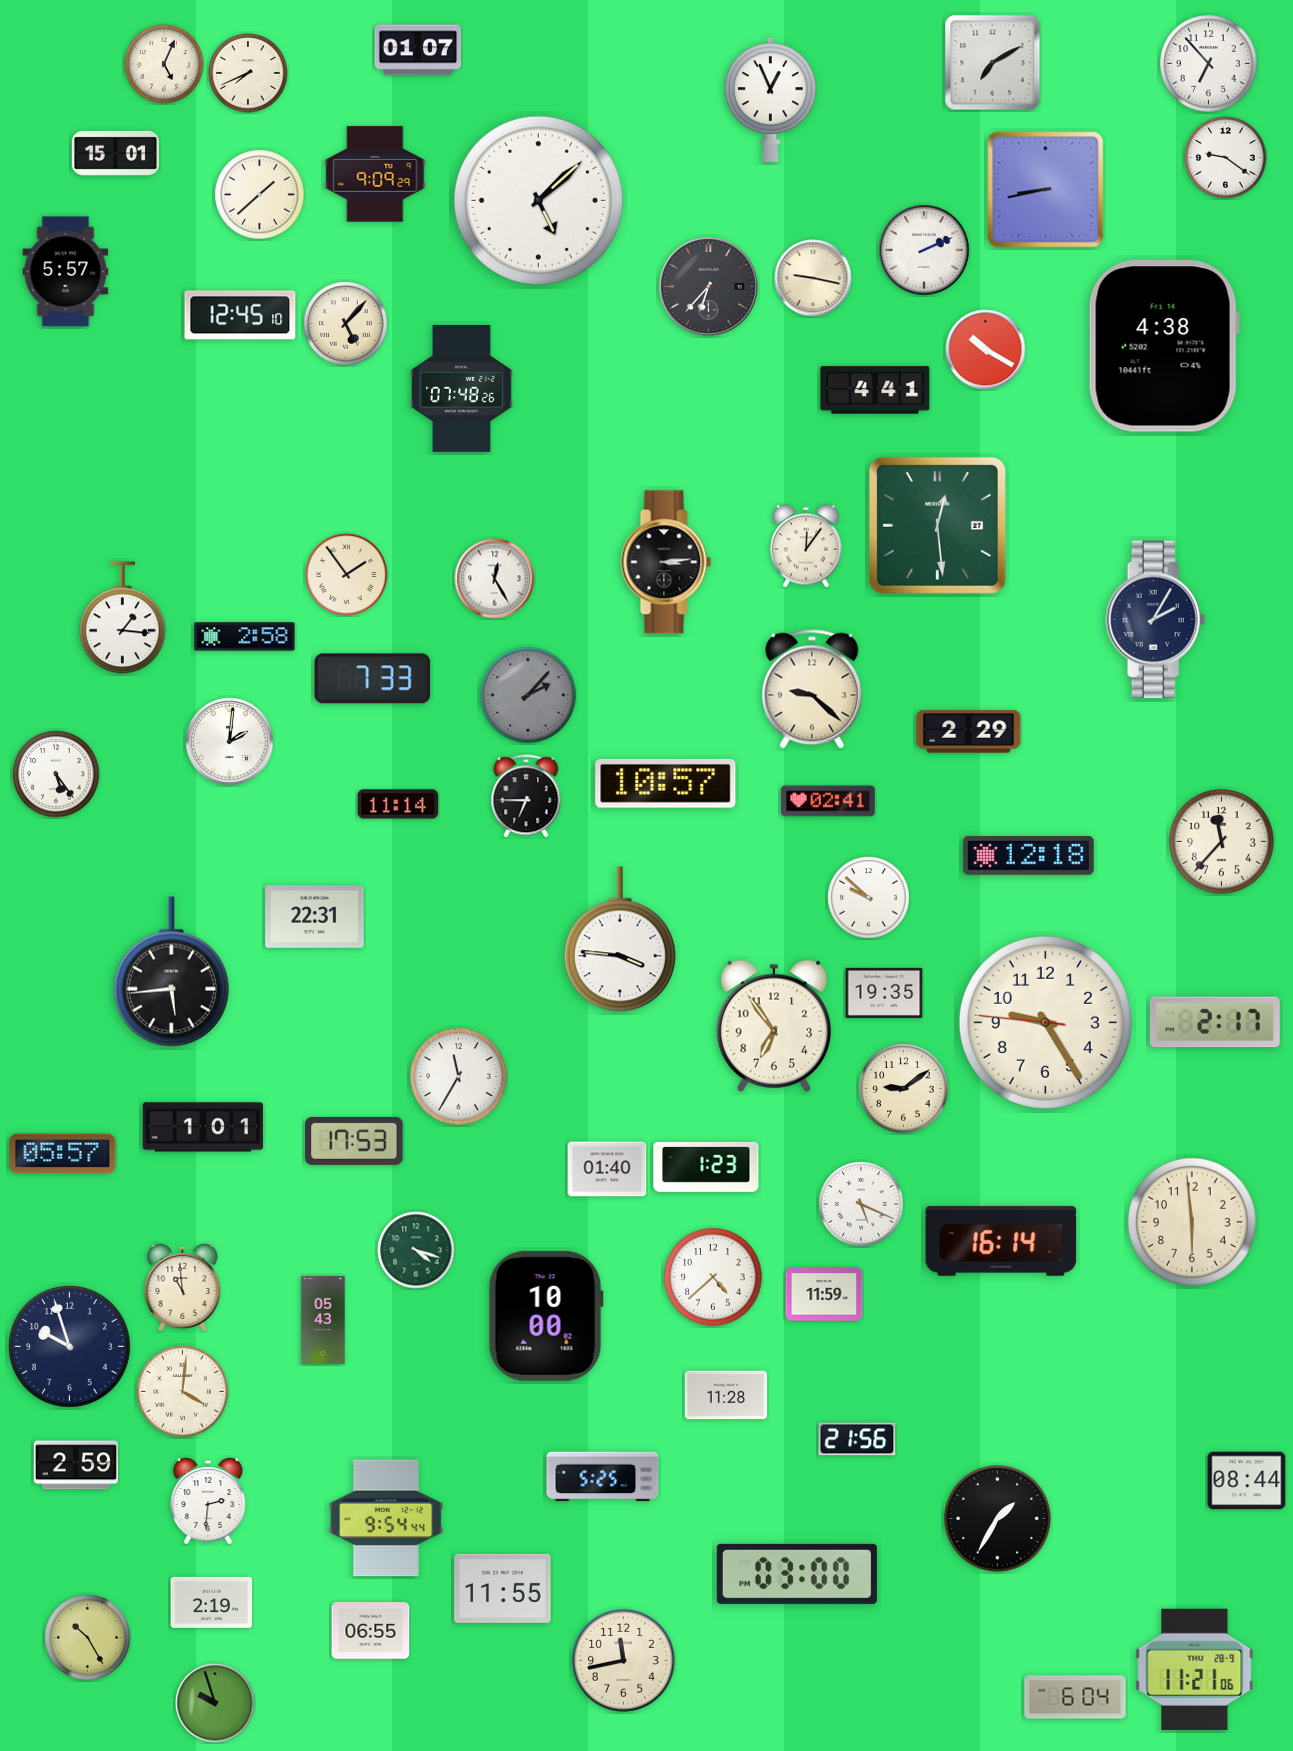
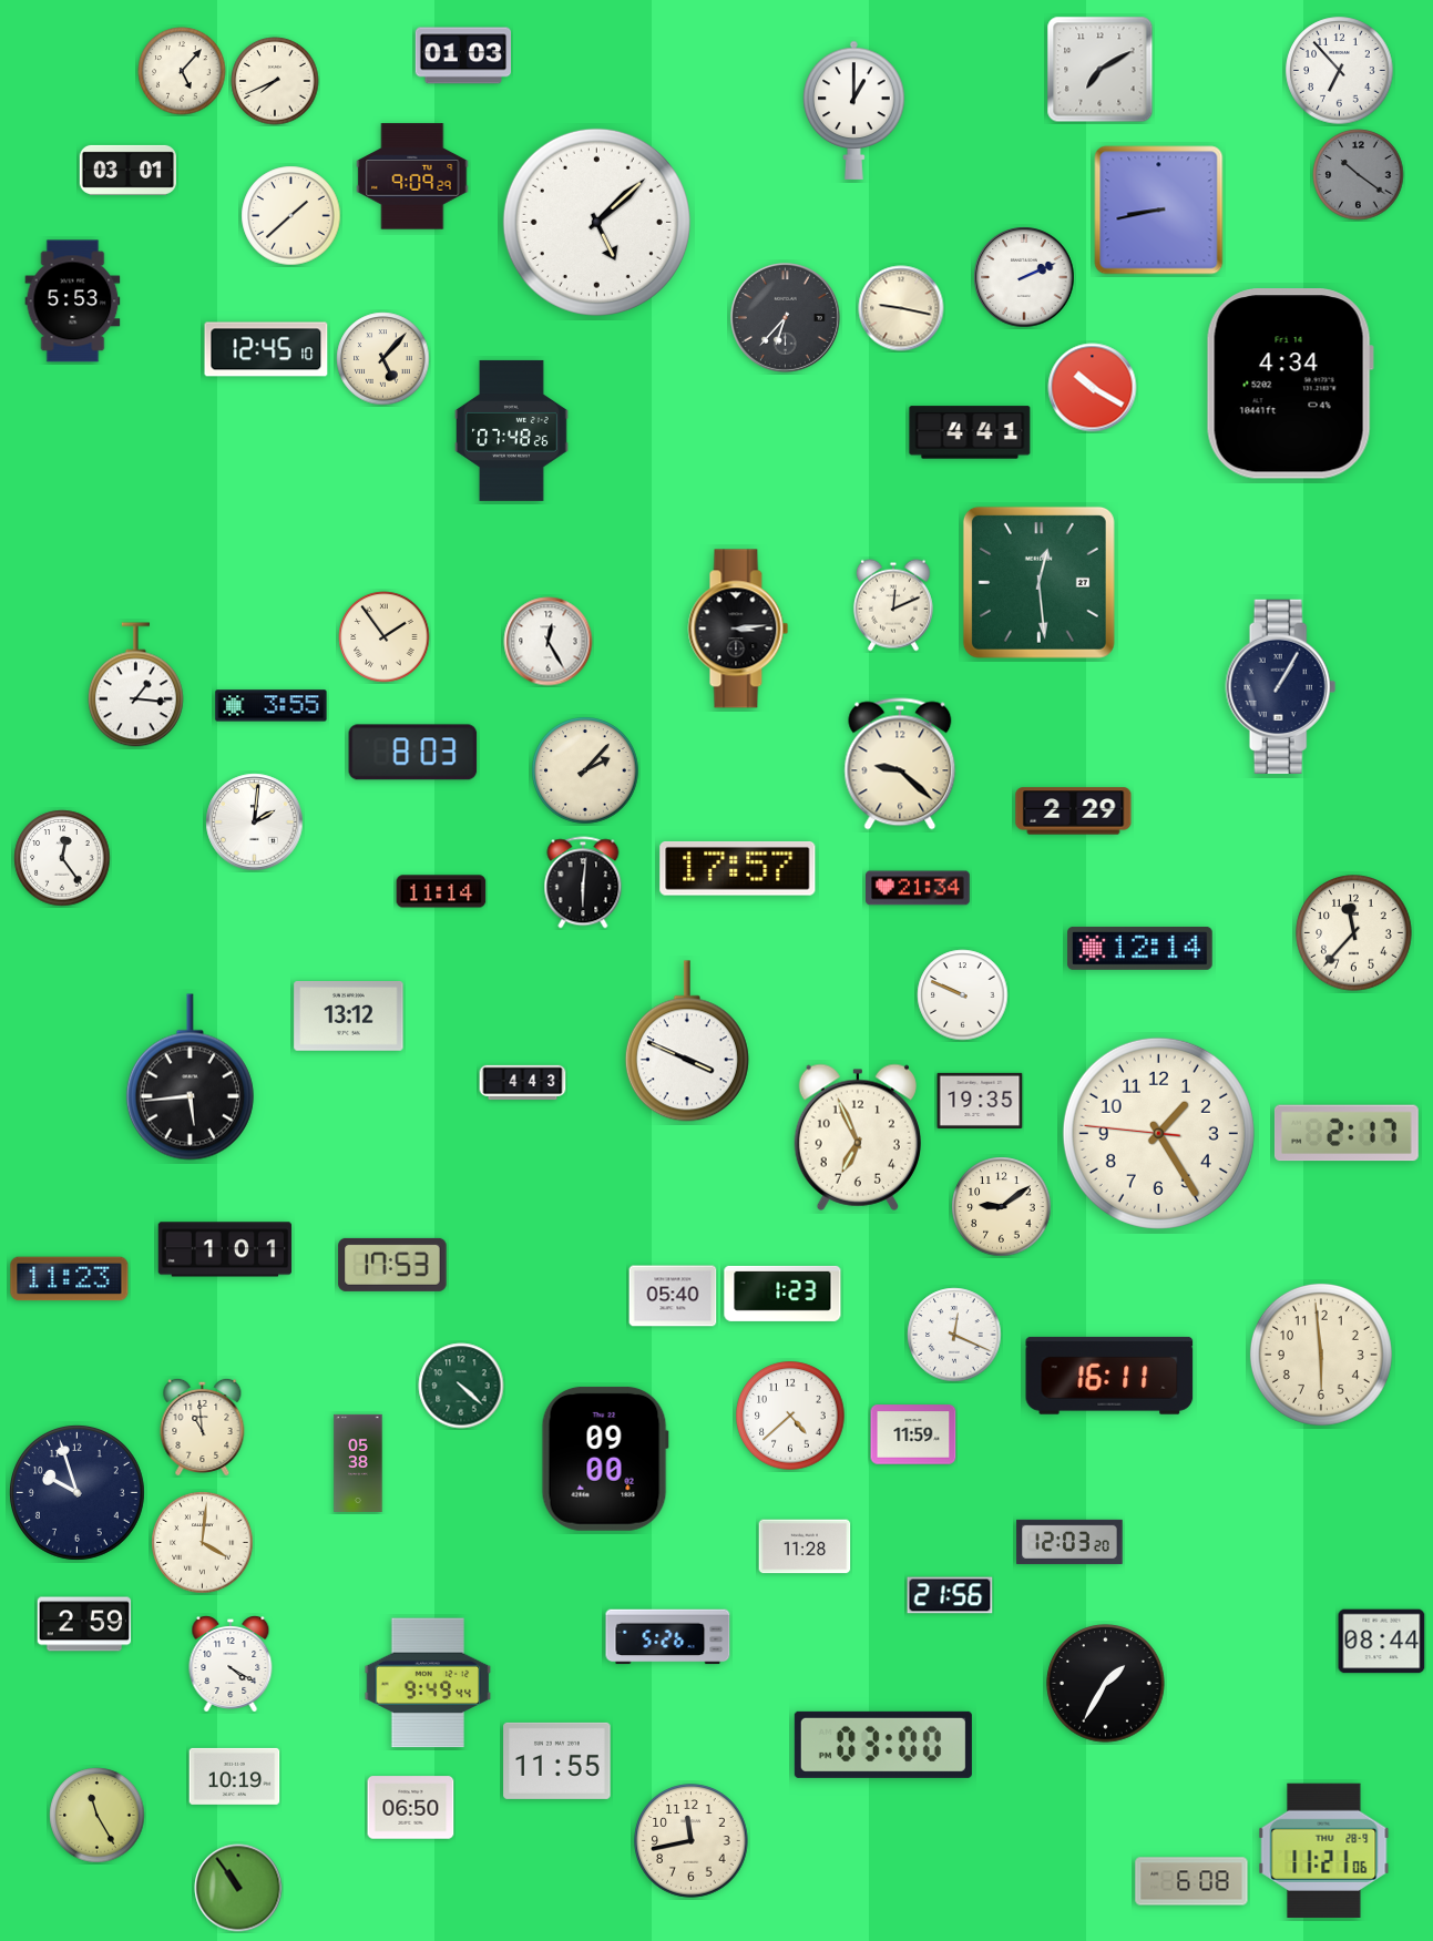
clock at (417, 50): 01:07 -> 01:03
clock at (164, 64): 5:04 -> 5:07
clock at (771, 99): 12:56 -> 1:00
clock at (115, 153): 15:01 -> 03:01
clock at (1226, 158): 9:21 -> 10:21
clock at (1226, 158) dial: white -> grey
clock at (375, 174) position: (375, 174) -> (412, 176)
clock at (260, 195) position: (260, 195) -> (291, 216)
clock at (66, 272): 5:57 -> 5:53
clock at (1164, 346): 4:38 -> 4:34
clock at (806, 546): 12:06 -> 12:11
clock at (666, 562) position: (666, 562) -> (738, 629)
clock at (1156, 619): 2:05 -> 1:05
clock at (245, 637): 2:58 -> 3:55
clock at (373, 679): 7:33 -> 8:03
clock at (528, 695) dial: grey -> cream
clock at (56, 774): 5:24 -> 12:24
clock at (666, 784): 10:57 -> 17:57
clock at (526, 796): 6:45 -> 6:01
clock at (829, 801): 02:41 -> 21:34
clock at (1029, 856): 12:18 -> 12:14
clock at (869, 898): 9:52 -> 9:49
clock at (315, 917): 22:31 -> 13:12
clock at (620, 939): 3:46 -> 3:49
clock at (523, 1083): none -> 4:43
clock at (1045, 1022): 9:24 -> 1:24
clock at (774, 1026): 6:54 -> 6:56
clock at (459, 1077): 11:35 -> none
clock at (63, 1154): 05:57 -> 11:23
clock at (607, 1169): 01:40 -> 05:40
clock at (861, 1204): 5:19 -> 12:19
clock at (1001, 1241): 16:14 -> 16:11
clock at (416, 1250): 4:18 -> 4:22
clock at (546, 1316): 10:00 -> 09:00
clock at (323, 1320): 05:43 -> 05:38
clock at (1069, 1542): none -> 12:03
clock at (603, 1477): 5:25 -> 5:26
clock at (208, 1501): 2:31 -> 4:20
clock at (386, 1518): 9:54 -> 9:49
clock at (212, 1602): 2:19 -> 10:19
clock at (371, 1631): 06:55 -> 06:50
clock at (88, 1638): 10:25 -> 11:25
clock at (1075, 1697): 6:04 -> 6:08
clock at (215, 1703): 9:57 -> 10:54
